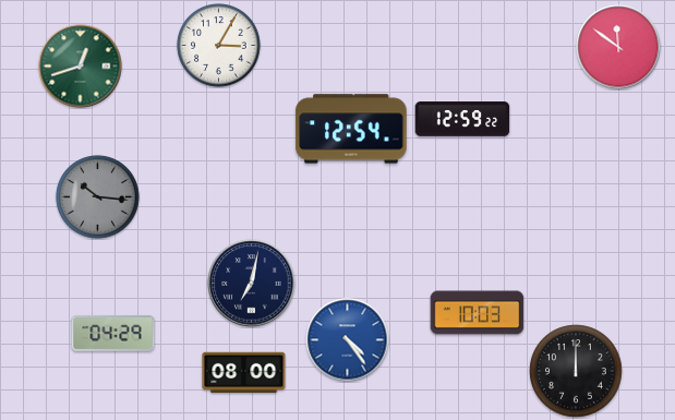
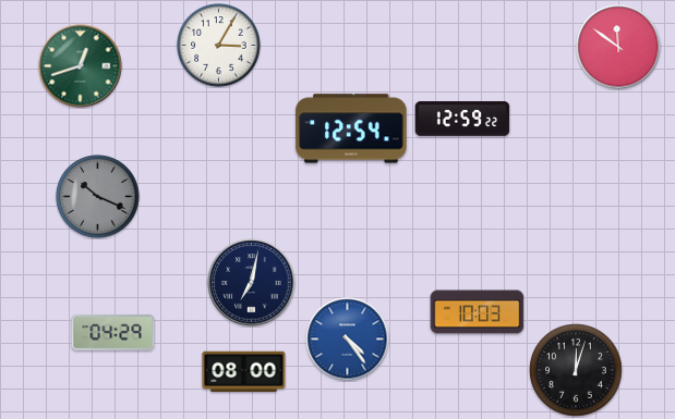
clock at (98, 197): 10:16 -> 10:19
clock at (576, 371): 12:00 -> 12:03
